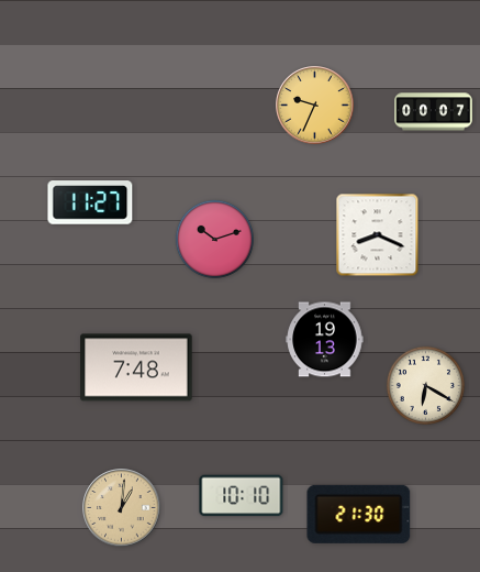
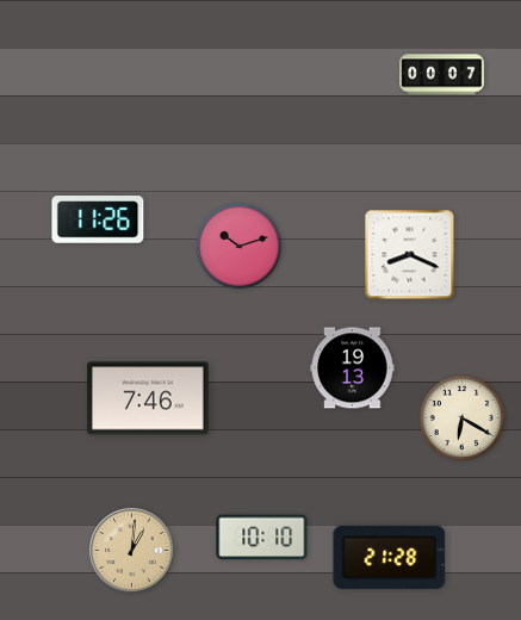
clock at (315, 106): 9:34 -> none
clock at (434, 112) position: (434, 112) -> (442, 75)
clock at (90, 202): 11:27 -> 11:26
clock at (214, 239) position: (214, 239) -> (238, 246)
clock at (136, 367): 7:48 -> 7:46
clock at (359, 514): 21:30 -> 21:28
